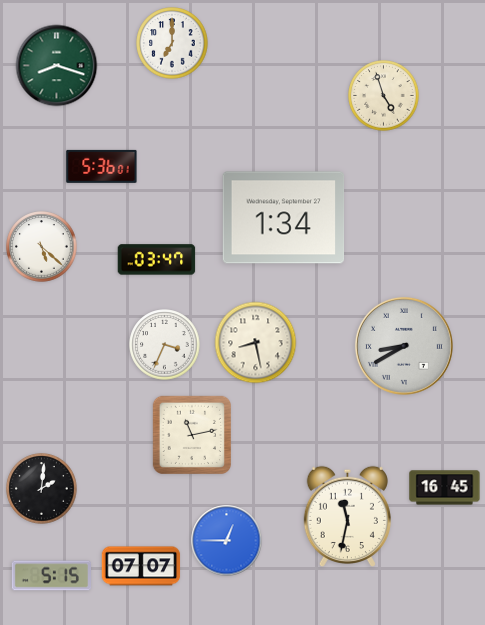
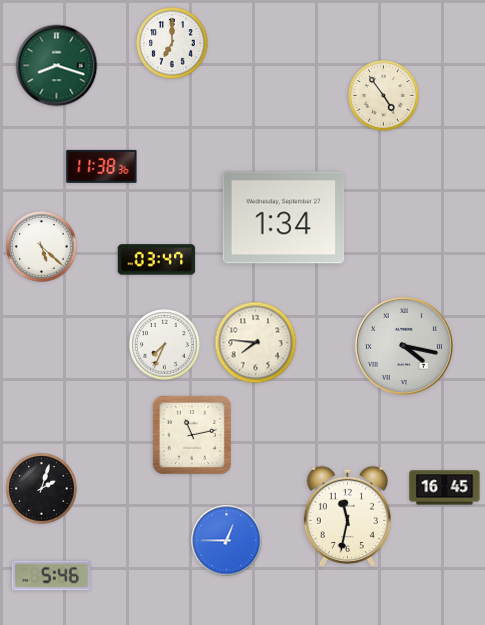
clock at (384, 96): 4:57 -> 4:54
clock at (102, 166): 5:36 -> 11:38
clock at (256, 343): 8:28 -> 7:46
clock at (165, 345): 3:34 -> 7:34
clock at (404, 346): 8:40 -> 4:17
clock at (42, 489): 2:01 -> 2:03
clock at (141, 566): 07:07 -> none
clock at (51, 576): 5:15 -> 5:46
